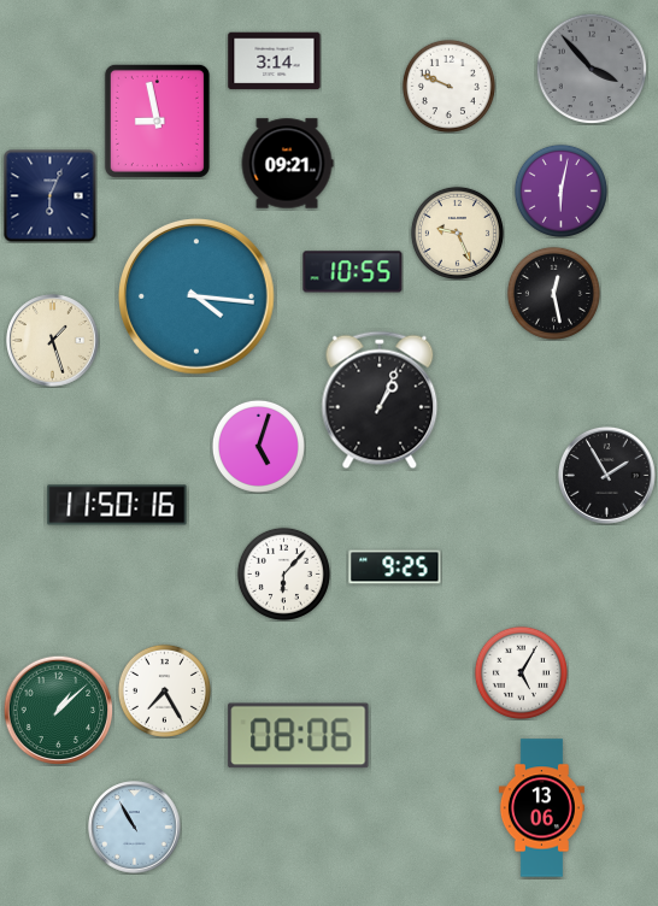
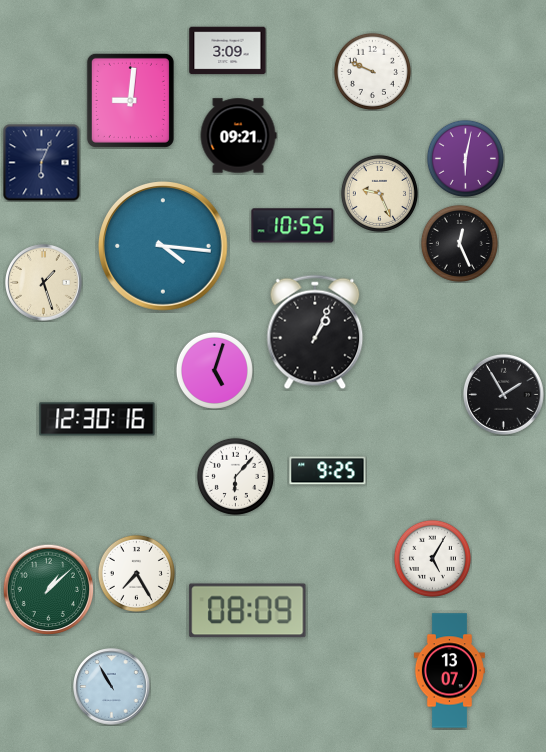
clock at (275, 61): 3:14 -> 3:09
clock at (592, 69): 3:53 -> none
clock at (157, 120): 8:58 -> 9:01
clock at (553, 293): 12:28 -> 12:26
clock at (117, 505): 11:50 -> 12:30
clock at (299, 736): 08:06 -> 08:09
clock at (541, 808): 13:06 -> 13:07
